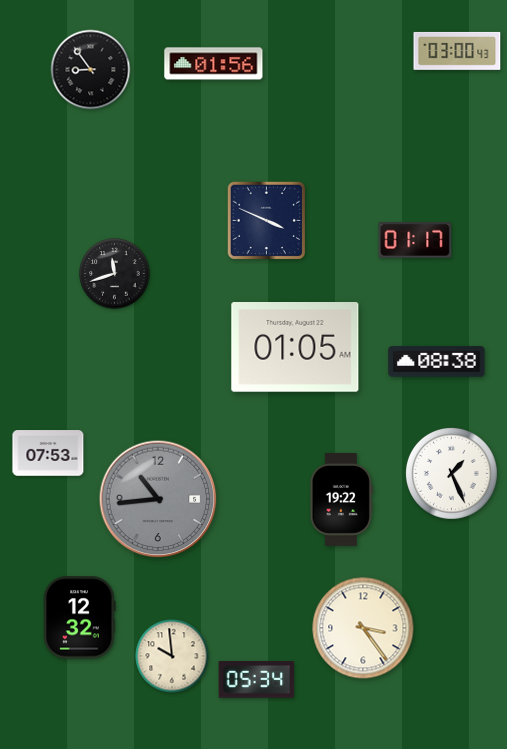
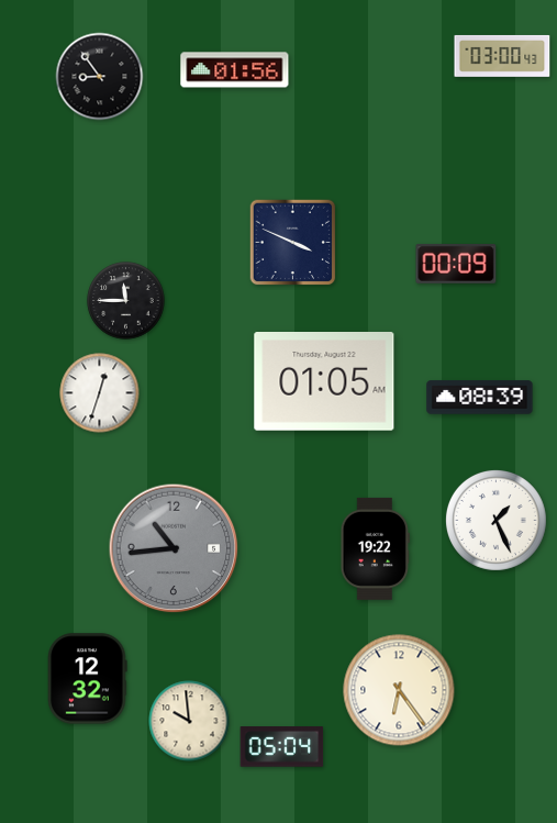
clock at (415, 240): 01:17 -> 00:09
clock at (115, 274): 11:42 -> 11:45
clock at (100, 393): none -> 12:33
clock at (437, 362): 08:38 -> 08:39
clock at (48, 453): 07:53 -> none
clock at (363, 628): 3:24 -> 6:24
clock at (257, 680): 05:34 -> 05:04
